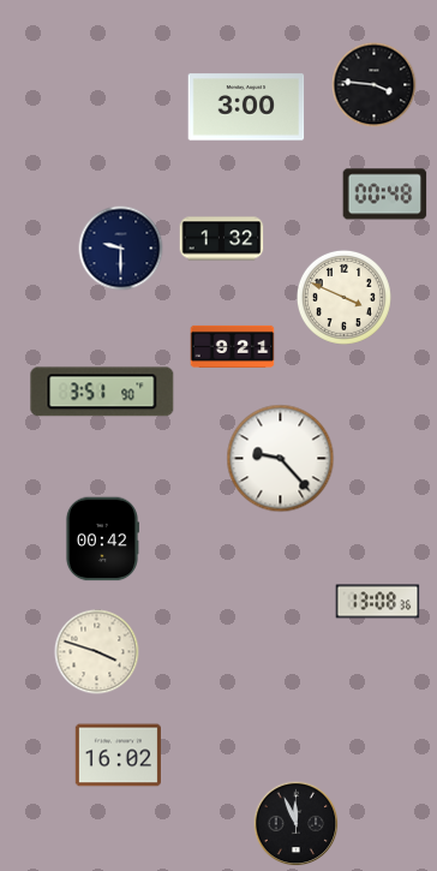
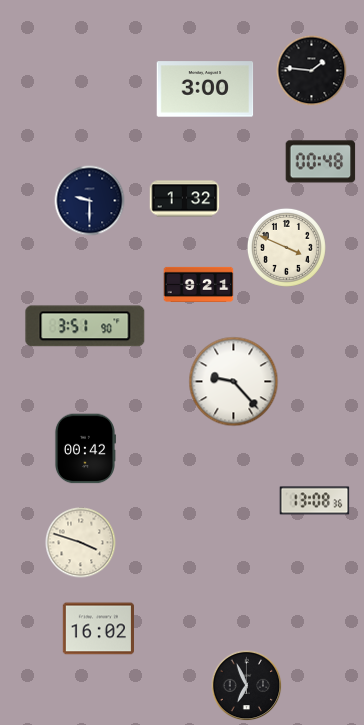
clock at (375, 85): 3:46 -> 1:46
clock at (121, 249) position: (121, 249) -> (90, 201)
clock at (233, 346) position: (233, 346) -> (199, 284)
clock at (297, 824): 11:56 -> 6:56
